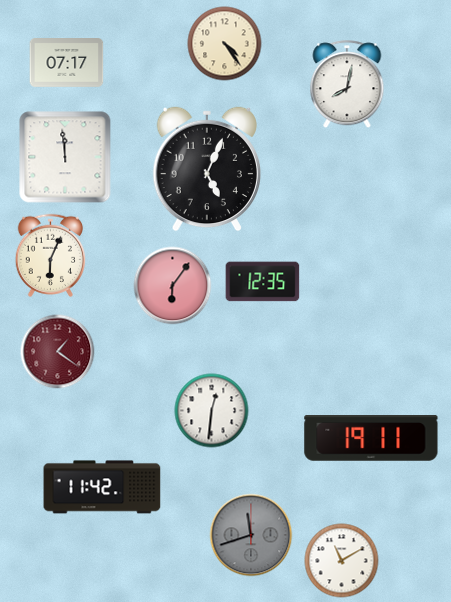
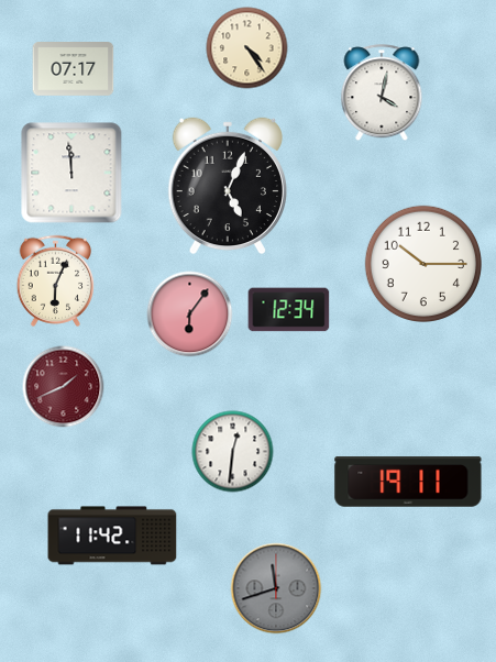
clock at (347, 85): 8:02 -> 4:02
clock at (422, 263): none -> 10:15
clock at (263, 282): 12:35 -> 12:34
clock at (58, 352): 1:21 -> 1:41
clock at (342, 561): 11:10 -> none
